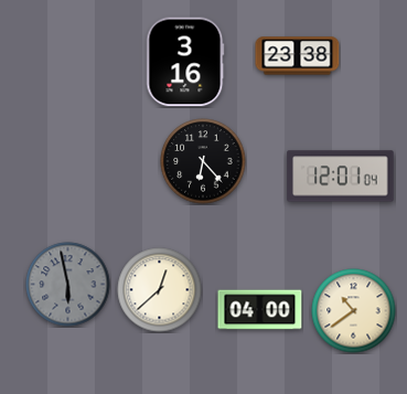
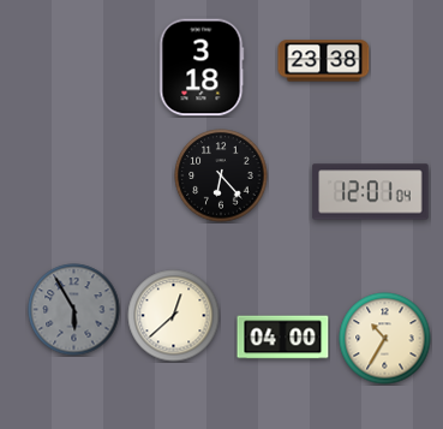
clock at (185, 62): 3:16 -> 3:18
clock at (68, 285): 5:58 -> 5:55
clock at (354, 311): 10:39 -> 10:35
